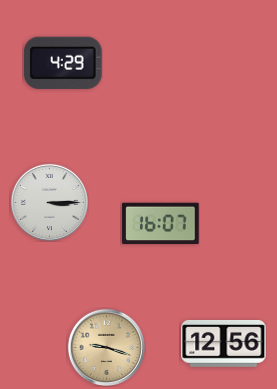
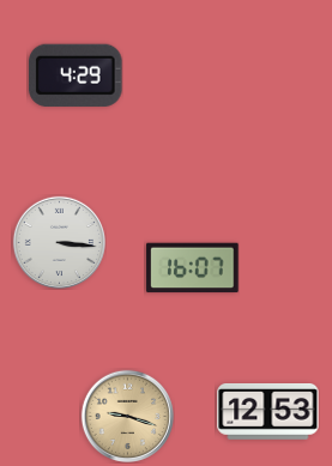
clock at (49, 202): 3:15 -> 3:16
clock at (224, 344): 12:56 -> 12:53
